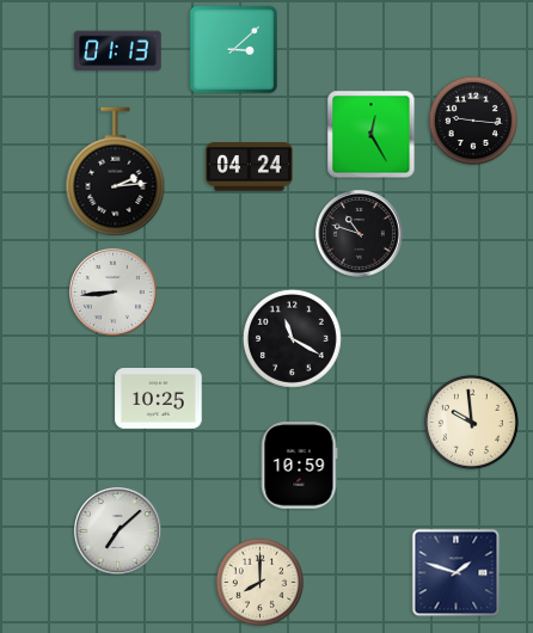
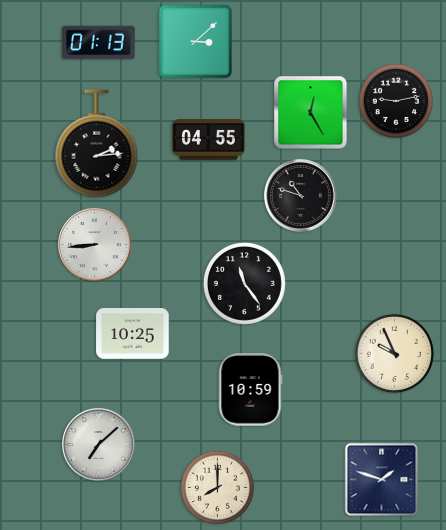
clock at (472, 119): 9:16 -> 9:13
clock at (250, 167): 04:24 -> 04:55
clock at (292, 338): 11:20 -> 11:24
clock at (471, 422): 9:59 -> 9:56
